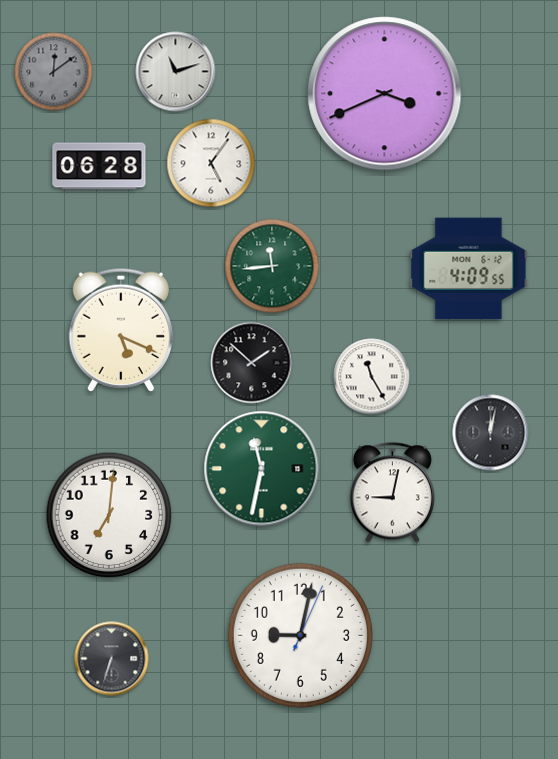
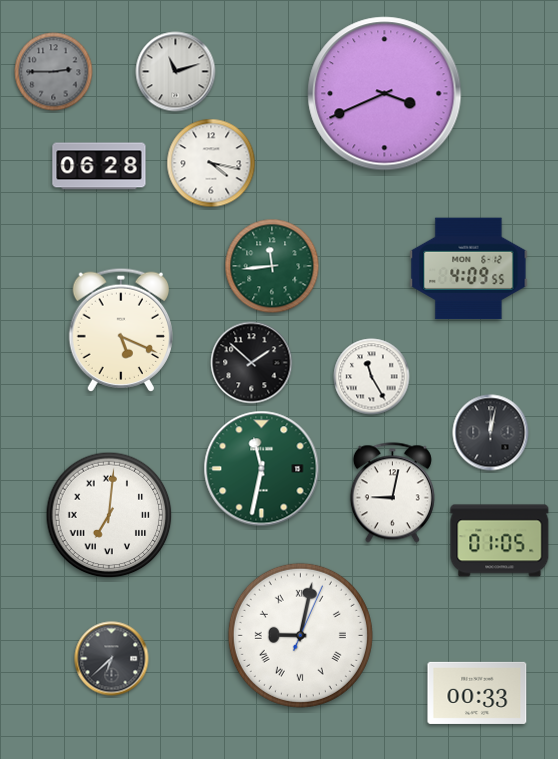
clock at (54, 72): 12:09 -> 2:45
clock at (211, 163): 5:06 -> 4:17
clock at (109, 515) numerals: Arabic -> Roman
clock at (500, 541): none -> 01:05
clock at (300, 635) numerals: Arabic -> Roman
clock at (112, 659): 6:33 -> 6:38
clock at (477, 693): none -> 00:33
